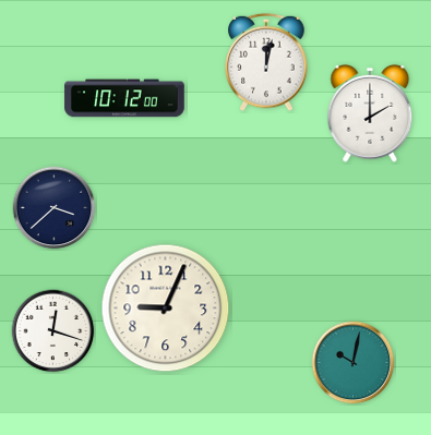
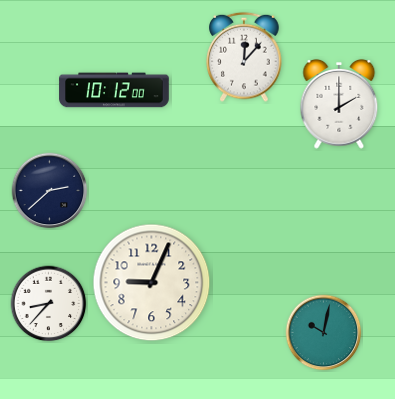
clock at (266, 62): 12:02 -> 12:07
clock at (55, 208): 3:38 -> 2:38
clock at (53, 331): 12:18 -> 8:37
